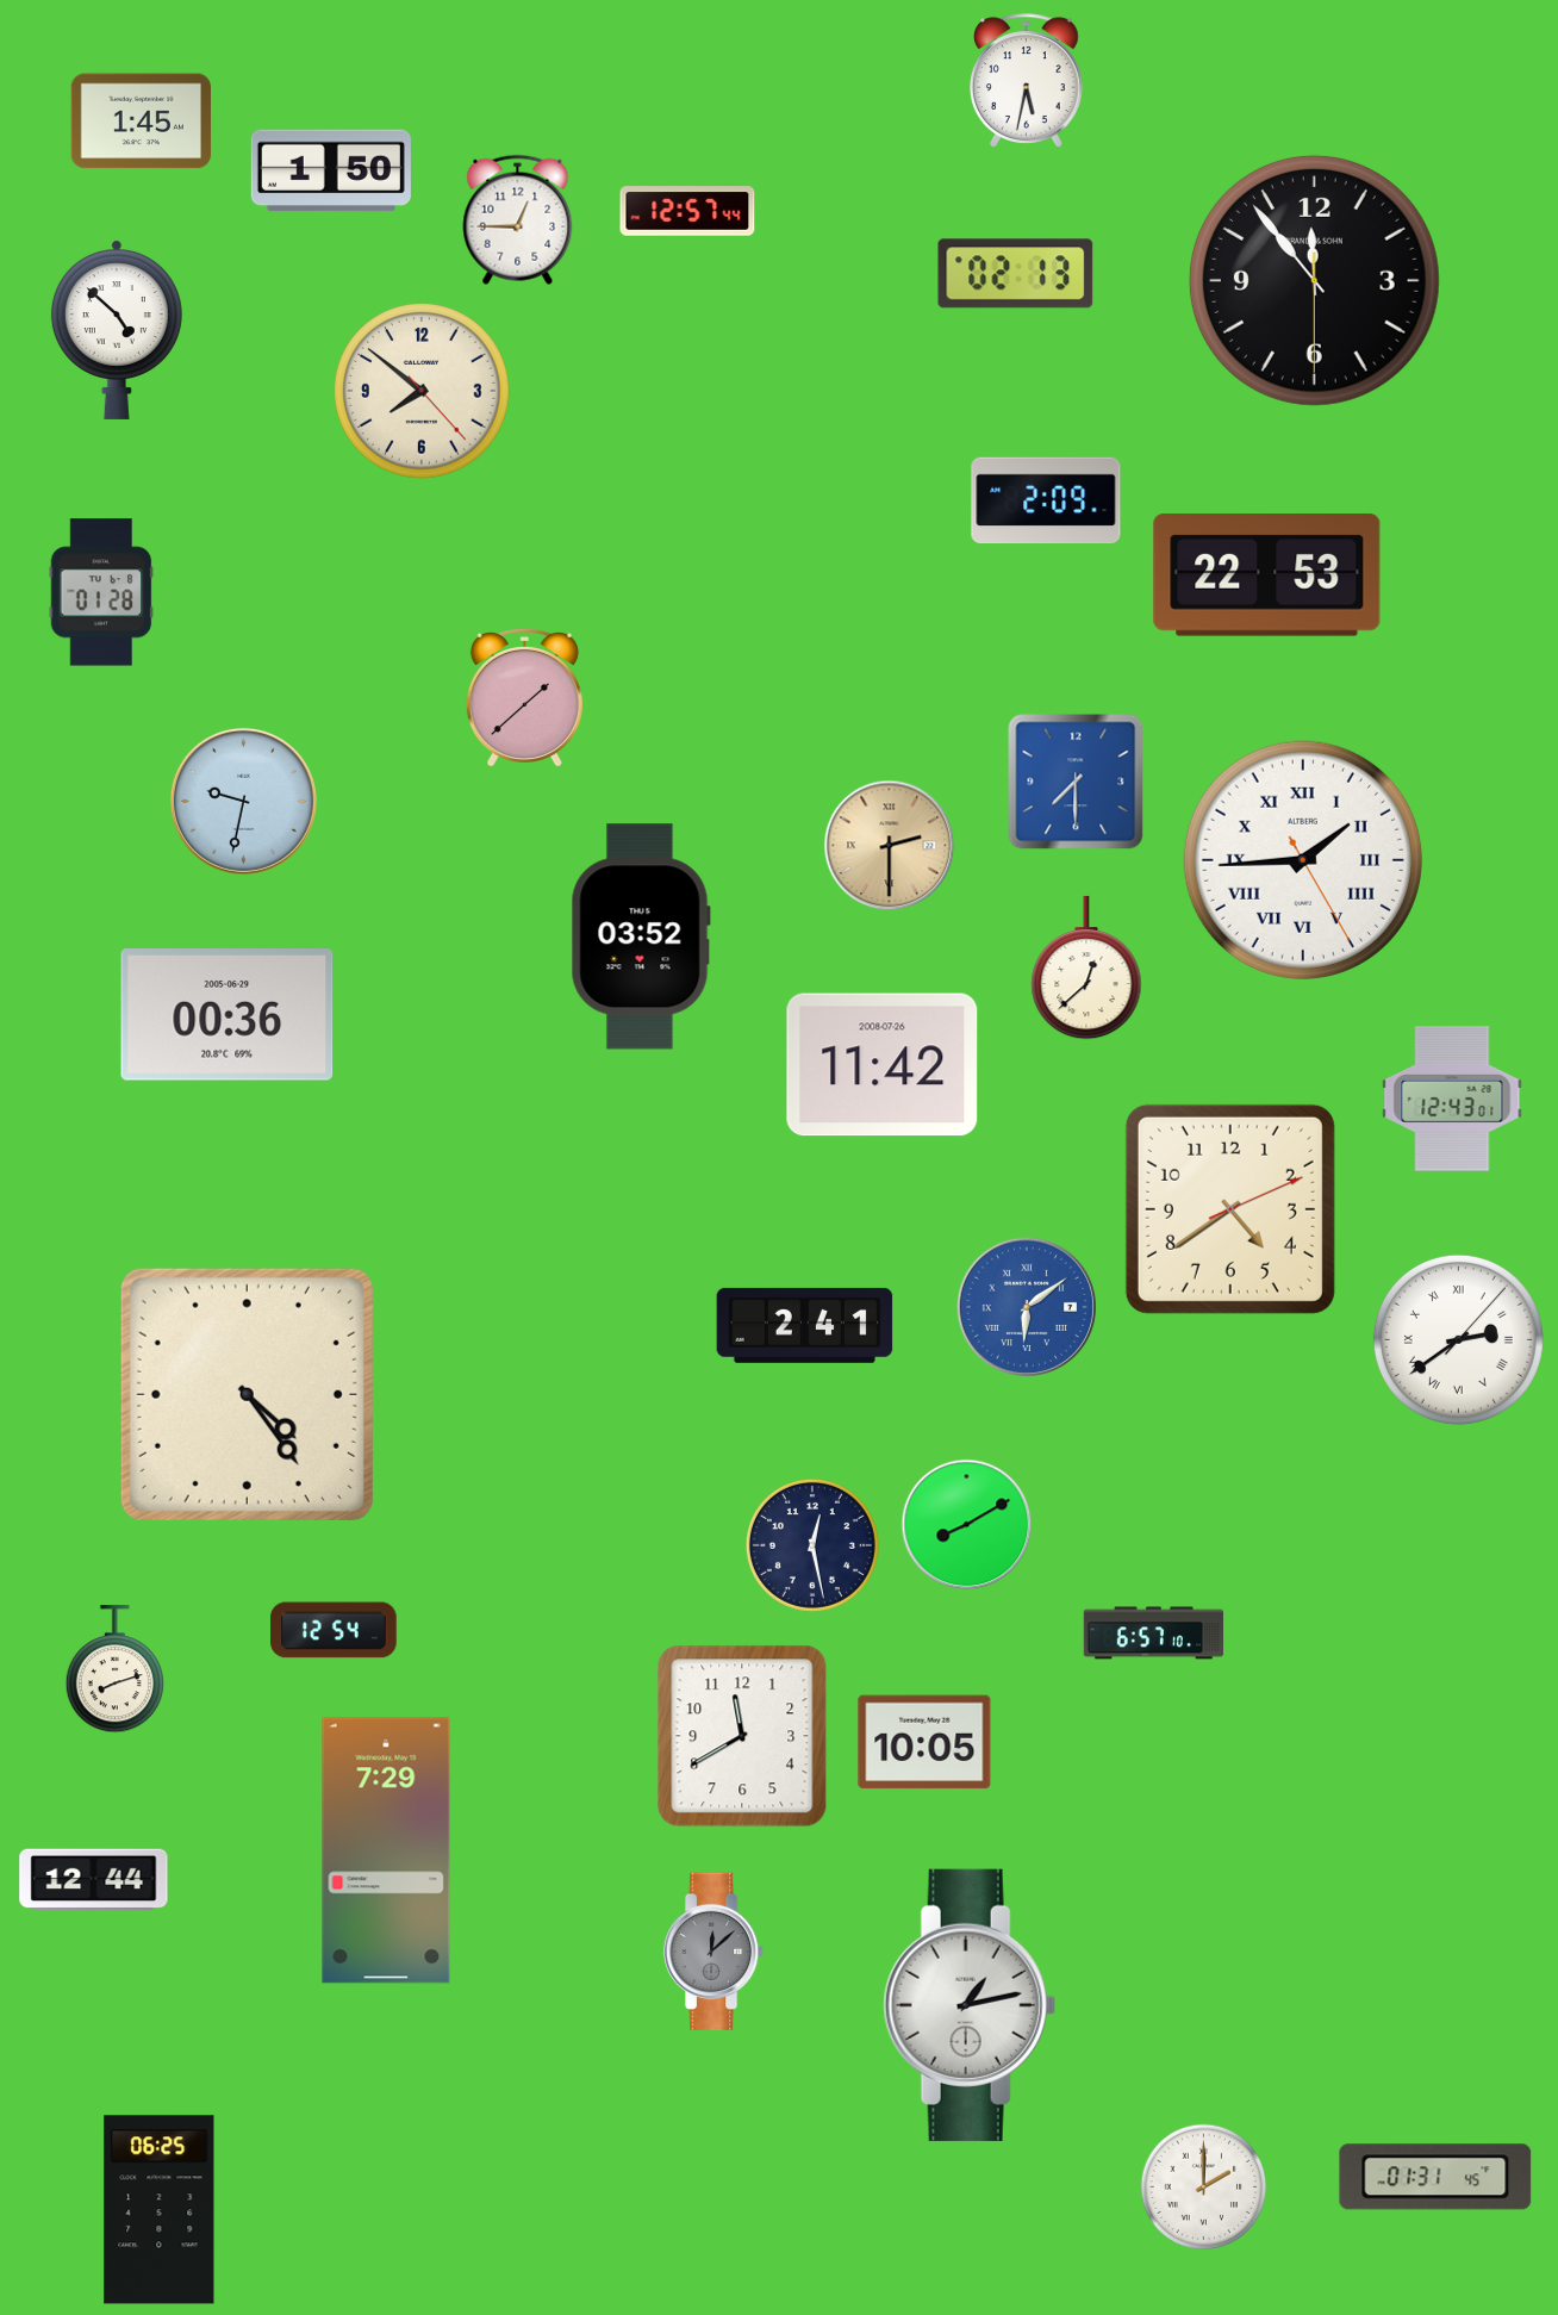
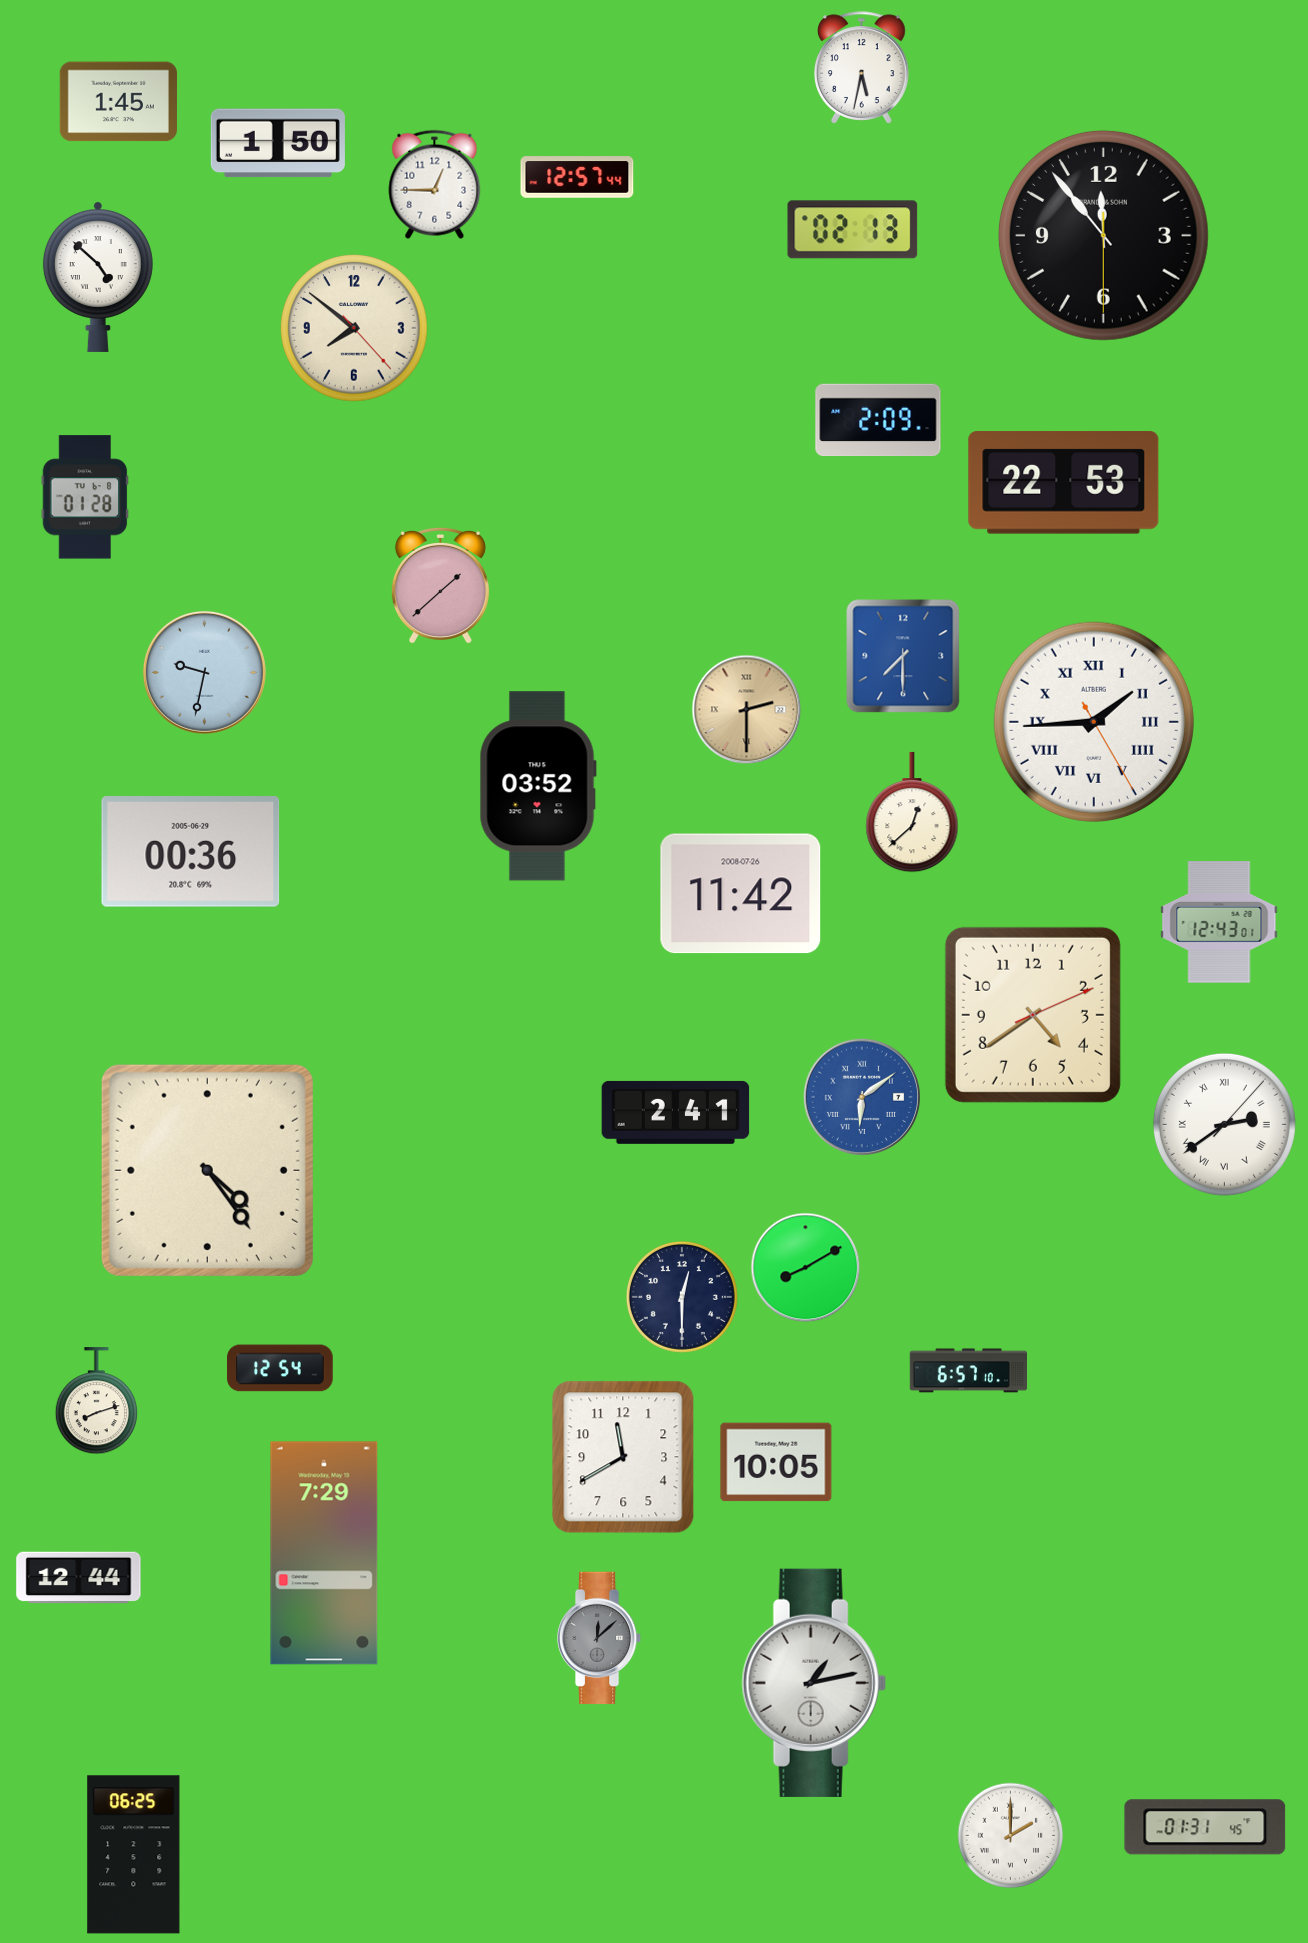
clock at (967, 1525) position: (967, 1525) -> (806, 1268)
clock at (812, 1545): 12:28 -> 12:30
